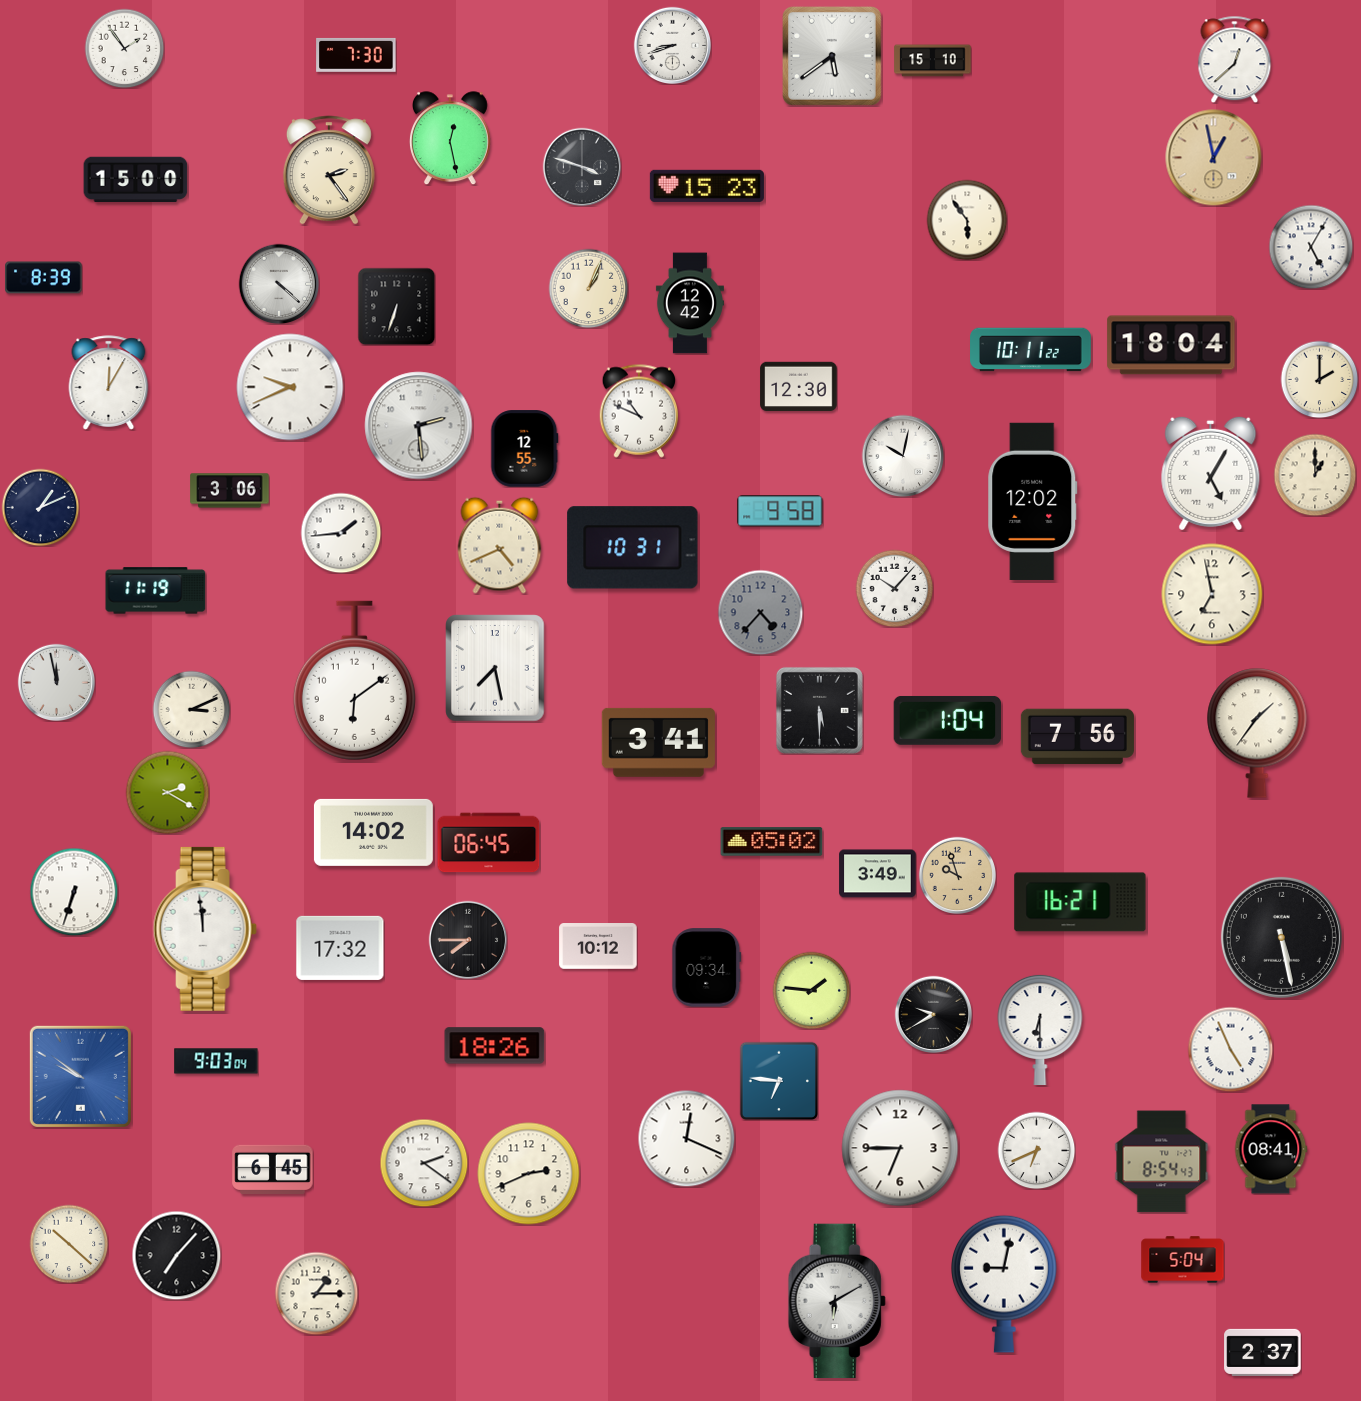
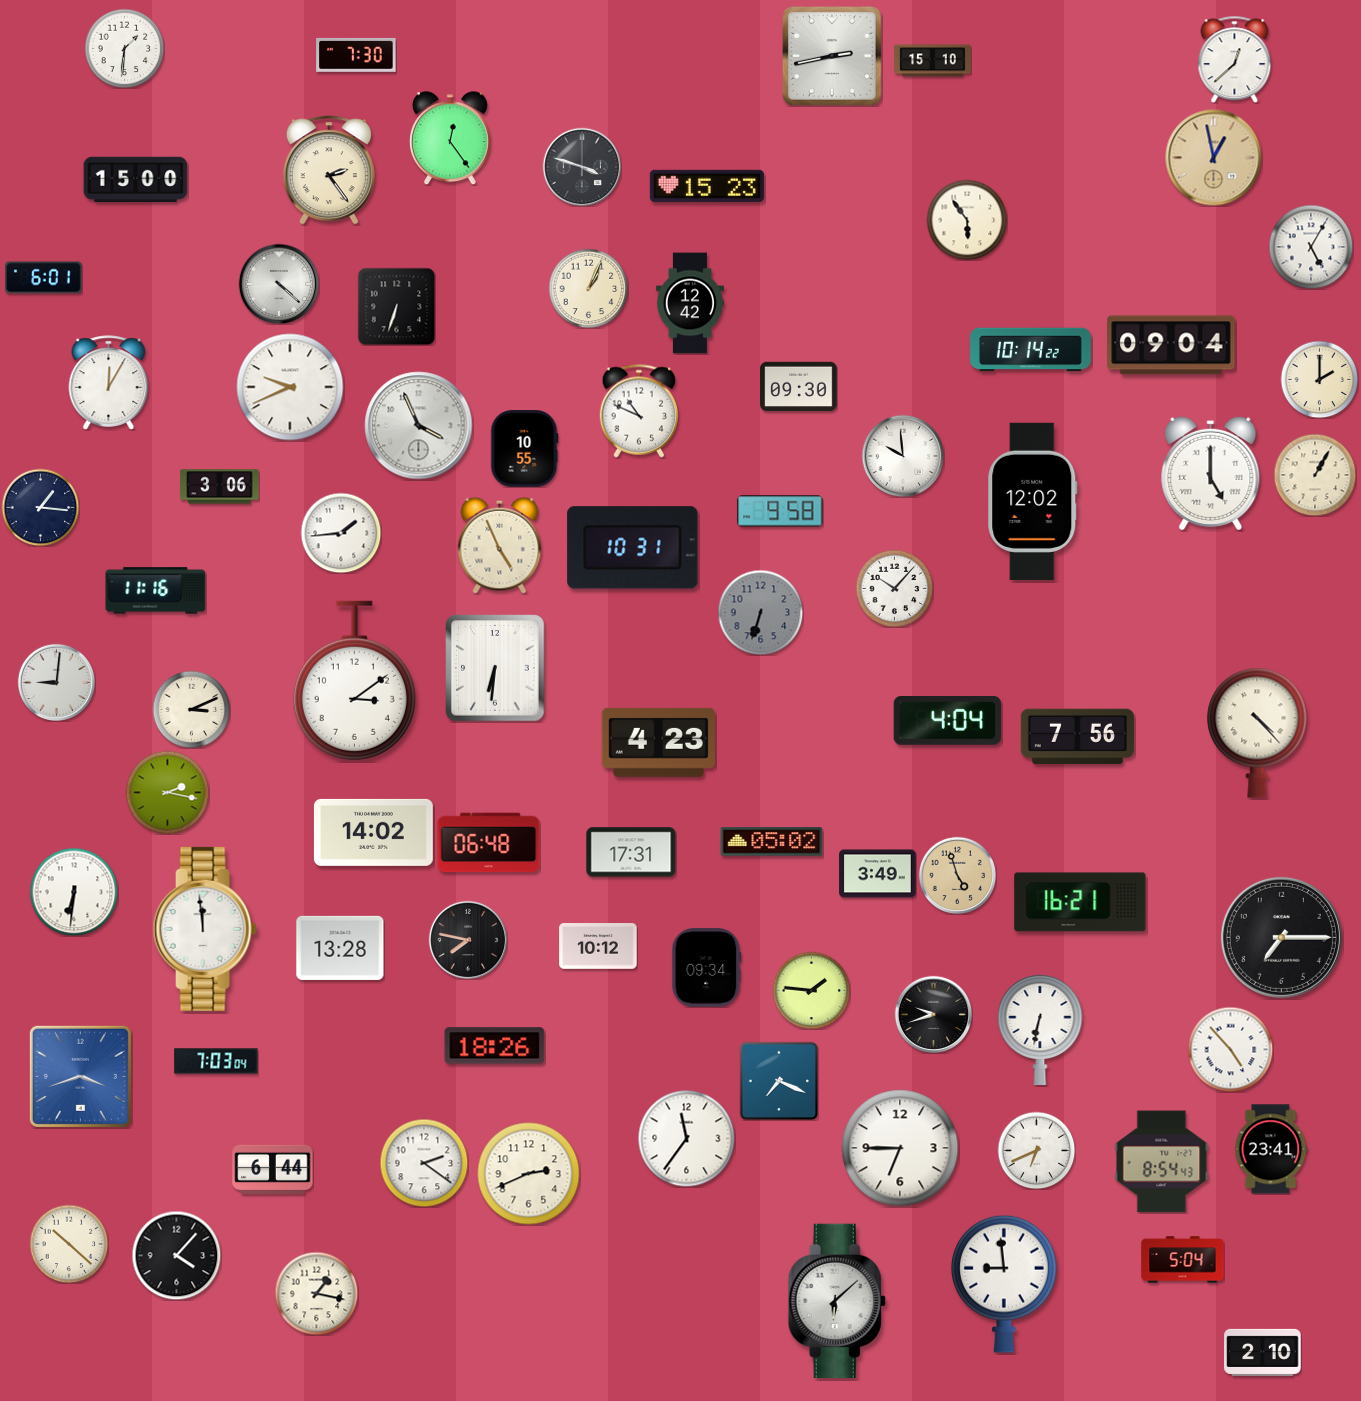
clock at (672, 45): 8:42 -> none
clock at (124, 48): 1:54 -> 1:31
clock at (832, 56): 5:39 -> 2:43
clock at (450, 138): 12:28 -> 12:24
clock at (44, 278): 8:39 -> 6:01
clock at (1171, 345): 18:04 -> 09:04
clock at (1031, 350): 10:11 -> 10:14
clock at (799, 387): 12:30 -> 09:30
clock at (419, 426): 2:29 -> 3:56
clock at (525, 449): 12:55 -> 10:55
clock at (903, 456): 10:02 -> 9:59
clock at (1211, 473): 5:05 -> 5:00
clock at (1315, 475): 1:00 -> 1:05
clock at (230, 491) position: (230, 491) -> (220, 487)
clock at (40, 507): 1:11 -> 1:16
clock at (500, 545): 4:41 -> 4:56
clock at (156, 591): 11:19 -> 11:16
clock at (1212, 594): 6:58 -> none
clock at (760, 612): 4:37 -> 6:33
clock at (495, 668): 7:28 -> 6:31
clock at (354, 681): 6:09 -> 3:09
clock at (56, 682): 11:58 -> 9:01
clock at (819, 710): 5:30 -> none
clock at (948, 720): 1:04 -> 4:04
clock at (1257, 733): 1:36 -> 4:23
clock at (658, 742): 3:41 -> 4:23
clock at (167, 792): 2:20 -> 2:17
clock at (489, 843): 06:45 -> 06:48
clock at (631, 852): none -> 17:31
clock at (957, 875): 9:57 -> 4:57
clock at (74, 892): 6:33 -> 6:31
clock at (1281, 937): 5:28 -> 7:15
clock at (468, 940): 7:45 -> 7:47
clock at (340, 948): 17:32 -> 13:28
clock at (933, 1014): 9:40 -> 9:42
clock at (1040, 1029): 6:30 -> 6:32
clock at (1230, 1049): 4:56 -> 4:53
clock at (216, 1061): 9:03 -> 7:03
clock at (80, 1076): 9:51 -> 3:42
clock at (778, 1080): 6:46 -> 7:19
clock at (686, 1138): 12:19 -> 11:36
clock at (1271, 1149): 08:41 -> 23:41
clock at (273, 1169): 6:45 -> 6:44
clock at (176, 1255): 7:07 -> 4:07
clock at (1005, 1284): 9:02 -> 8:59
clock at (316, 1293): 1:15 -> 1:17
clock at (837, 1301): 6:10 -> 6:08
clock at (1263, 1352): 2:37 -> 2:10
